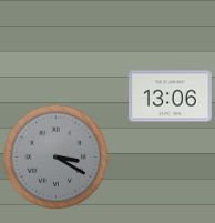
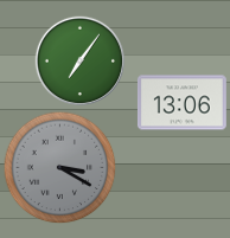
clock at (81, 62): none -> 7:06
